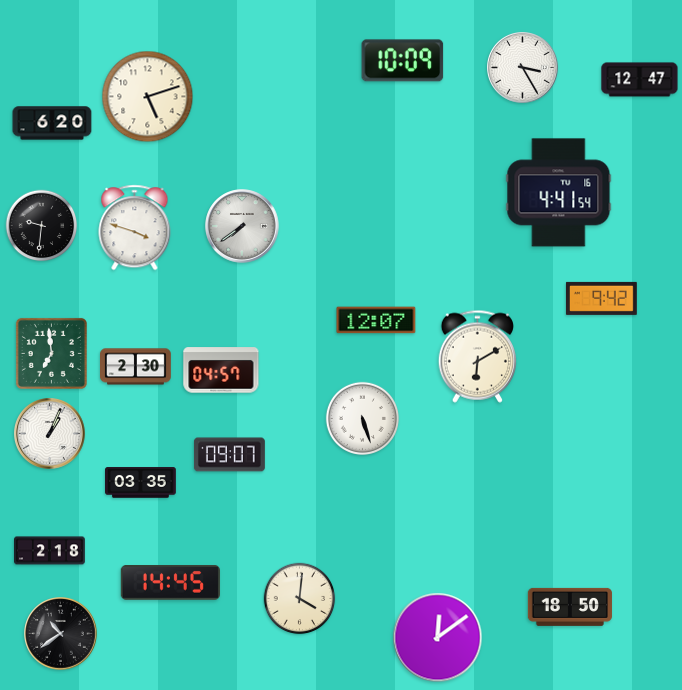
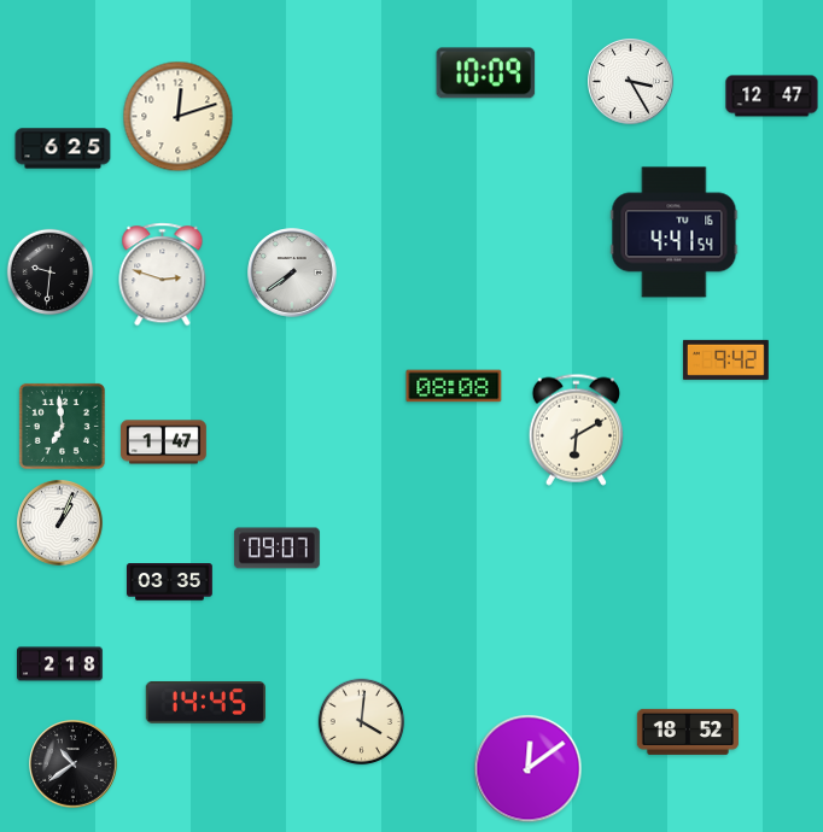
clock at (148, 97): 5:12 -> 12:12
clock at (52, 123): 6:20 -> 6:25
clock at (135, 228): 3:48 -> 2:48
clock at (376, 320): 12:07 -> 08:08
clock at (136, 367): 2:30 -> 1:47
clock at (221, 370): 04:57 -> none
clock at (362, 418): 5:27 -> none
clock at (570, 607): 18:50 -> 18:52
